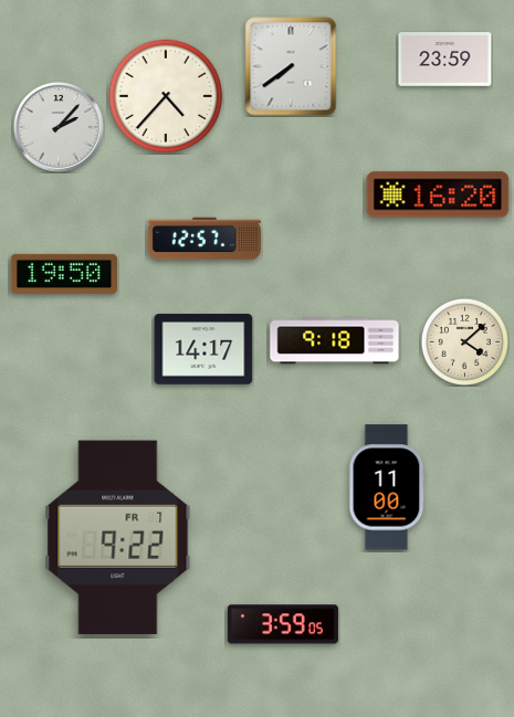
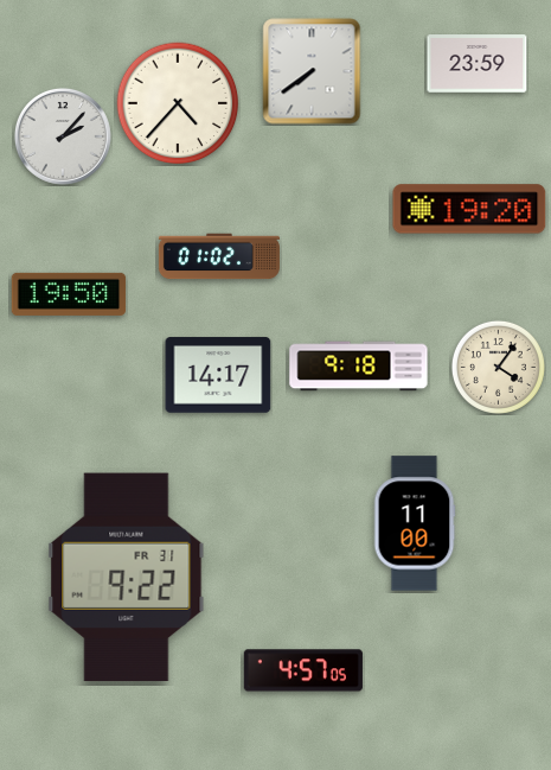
clock at (438, 194): 16:20 -> 19:20
clock at (204, 239): 12:57 -> 01:02
clock at (464, 341): 4:08 -> 4:06
clock at (118, 538) date: FR 7 -> FR 31
clock at (283, 624): 3:59 -> 4:57
